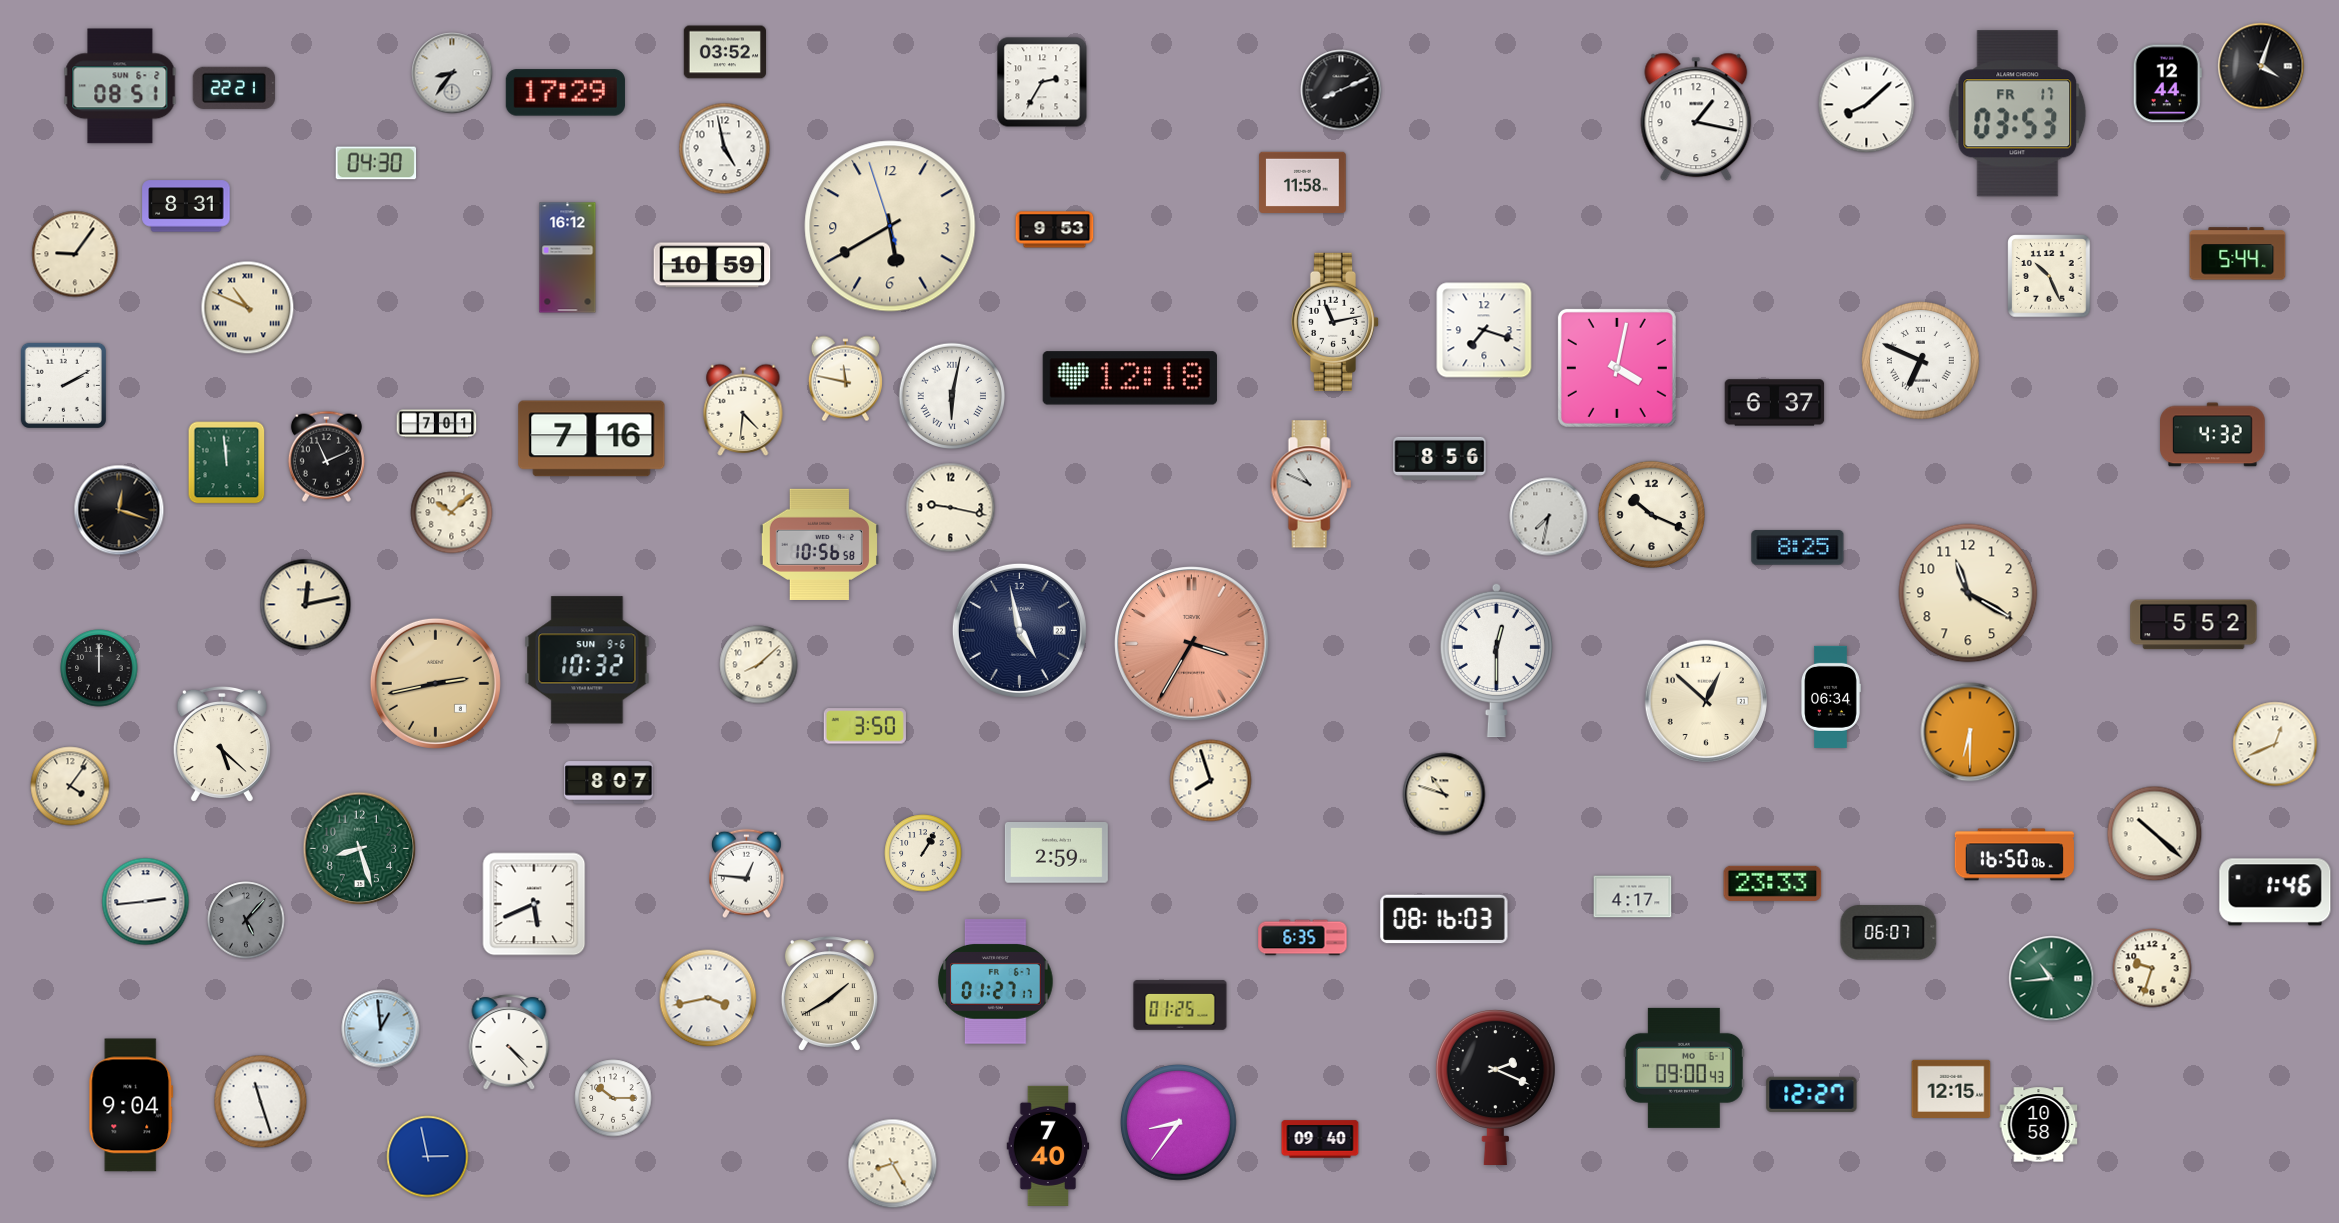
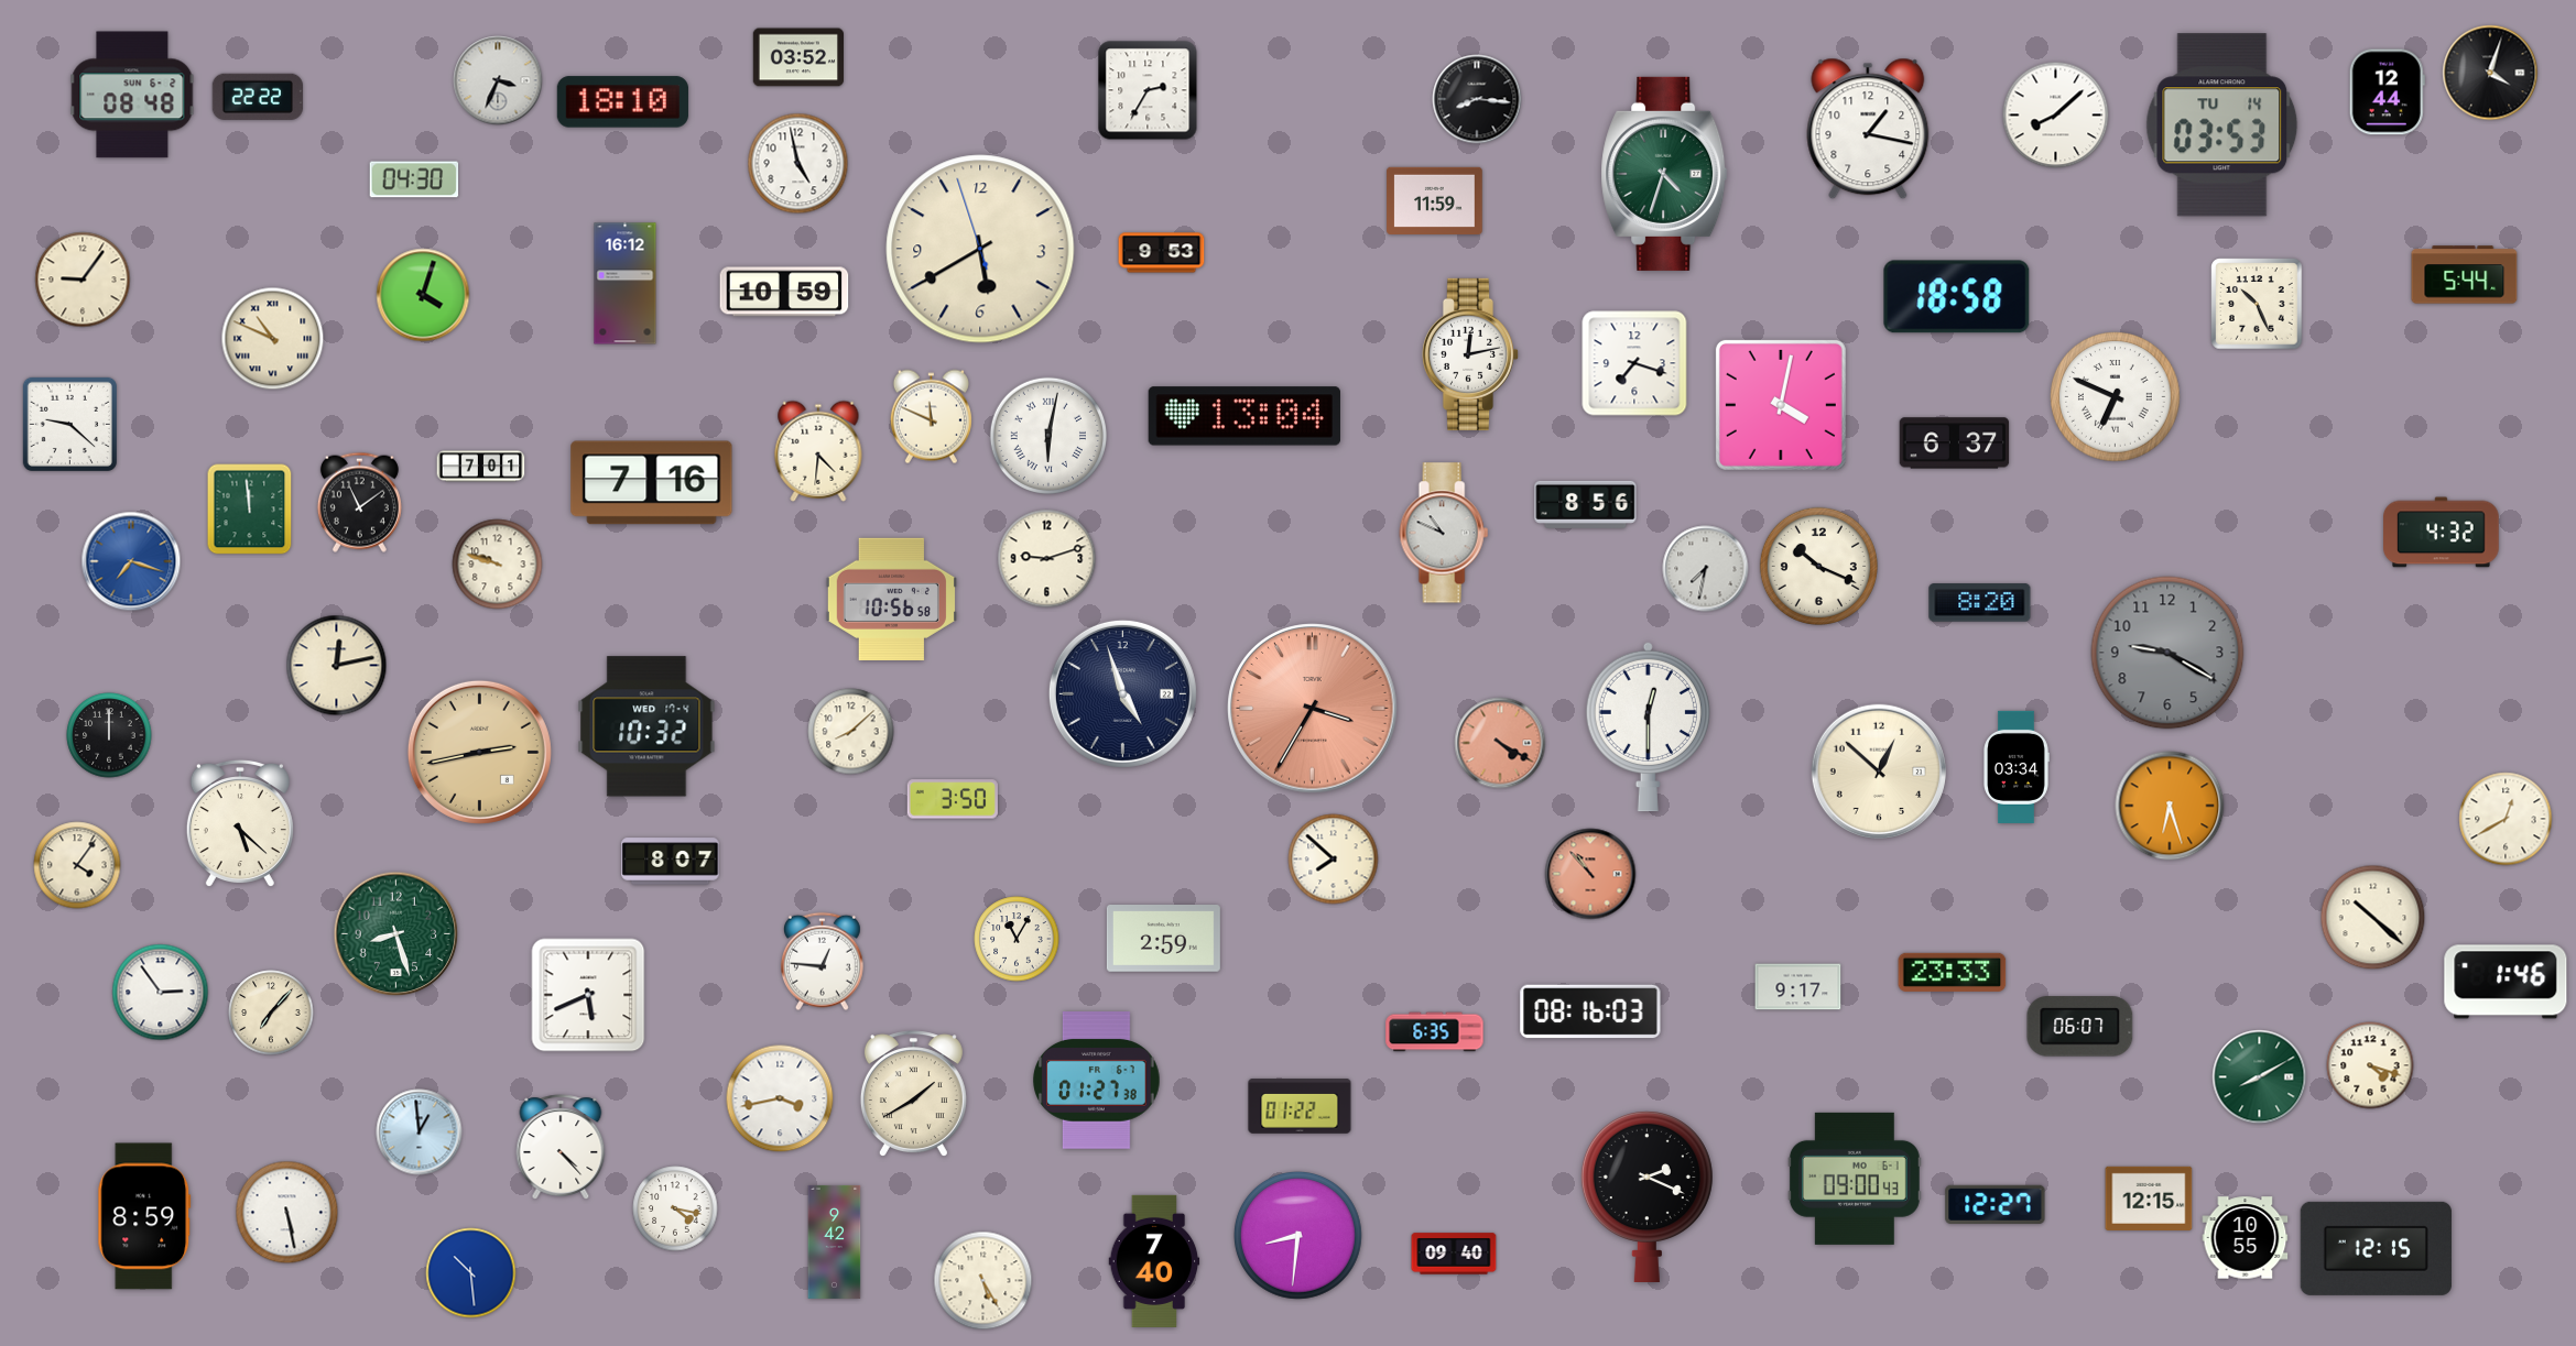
clock at (452, 73): 8:36 -> 3:34
clock at (120, 86): 08:51 -> 08:48
clock at (234, 88): 22:21 -> 22:22
clock at (1341, 90): 8:11 -> 8:16
clock at (565, 93): 17:29 -> 18:10
clock at (2018, 114) date: FR 17 -> TU 14
clock at (1664, 174): none -> 4:33
clock at (1303, 182): 11:58 -> 11:59
clock at (186, 206): 8:31 -> none
clock at (2238, 254) position: (2238, 254) -> (2465, 275)
clock at (423, 295): none -> 4:03
clock at (1957, 297): none -> 18:58
clock at (1335, 322): 11:13 -> 12:13
clock at (1130, 378): 12:18 -> 13:04
clock at (845, 379): 11:47 -> 11:49
clock at (63, 385): 2:10 -> 9:22
clock at (2213, 435) position: (2213, 435) -> (2442, 533)
clock at (326, 456): 11:11 -> 11:09
clock at (951, 508): 9:17 -> 9:12
clock at (119, 510): 12:18 -> 7:18
clock at (119, 510) dial: black -> blue
clock at (452, 513): 10:08 -> 9:48
clock at (819, 544) position: (819, 544) -> (891, 599)
clock at (1798, 548): 8:25 -> 8:20
clock at (1968, 593): 11:20 -> 9:20
clock at (1968, 593) dial: cream -> grey
clock at (2194, 625): 5:52 -> none
clock at (1019, 630): 4:58 -> 4:57
clock at (587, 660) date: SUN 9-6 -> WED 17-4
clock at (759, 665) position: (759, 665) -> (851, 732)
clock at (1500, 743): none -> 4:20
clock at (1831, 697): 06:34 -> 03:34
clock at (1970, 732): 6:30 -> 6:27
clock at (222, 744) position: (222, 744) -> (240, 823)
clock at (2275, 744): 12:41 -> 12:40
clock at (1211, 781): 7:57 -> 7:52
clock at (1444, 794): 10:48 -> 10:53
clock at (1444, 794) dial: cream -> salmon
clock at (923, 853): 1:05 -> 11:05
clock at (2014, 855): 16:50 -> none
clock at (1633, 897): 4:17 -> 9:17
clock at (146, 902): 2:44 -> 2:54
clock at (246, 920): 5:07 -> 7:07
clock at (246, 920) dial: grey -> cream
clock at (2152, 968): 9:33 -> 4:18
clock at (2052, 979): 10:44 -> 8:10
clock at (996, 982): 01:27:17 -> 01:27:38
clock at (1180, 1005): 01:25 -> 01:22
clock at (1684, 1068) position: (1684, 1068) -> (1855, 1179)
clock at (613, 1098): 10:15 -> 4:17
clock at (261, 1102): 11:27 -> 5:28
clock at (131, 1105): 9:04 -> 8:59
clock at (1179, 1123): 8:36 -> 8:31
clock at (2039, 1125): 10:58 -> 10:55
clock at (835, 1241): none -> 9:42
clock at (2376, 1248): none -> 12:15
clock at (428, 1157): 2:58 -> 10:29
clock at (893, 1164): 8:25 -> 5:25
